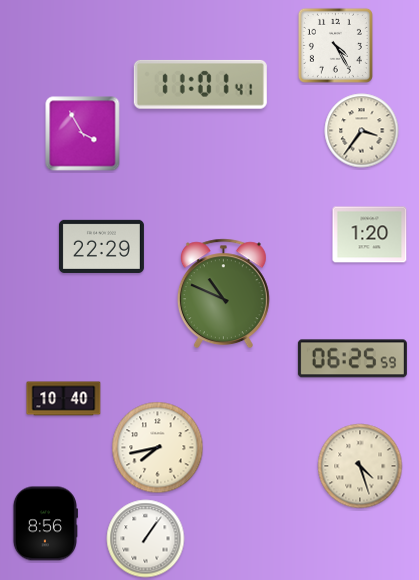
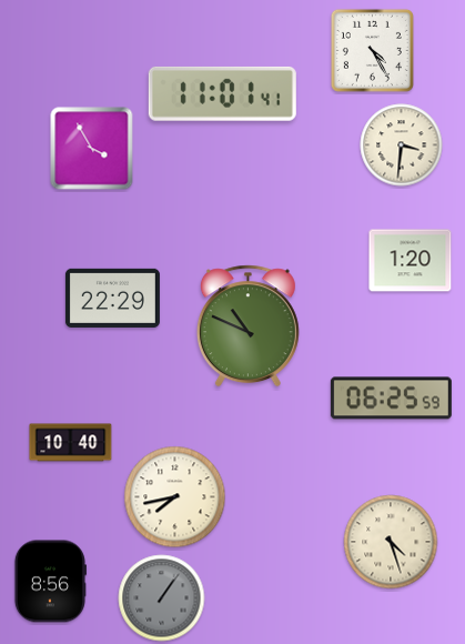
clock at (362, 131): 3:36 -> 3:31
clock at (101, 246) position: (101, 246) -> (112, 298)
clock at (360, 466) position: (360, 466) -> (391, 542)
clock at (146, 539) dial: white -> grey
